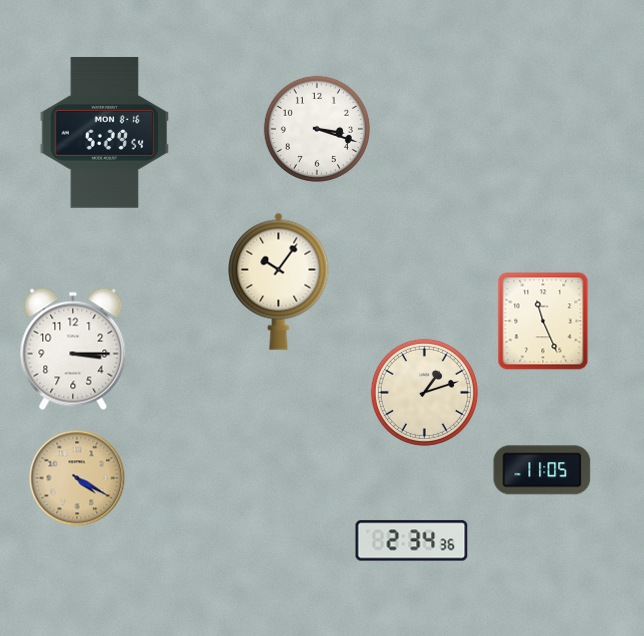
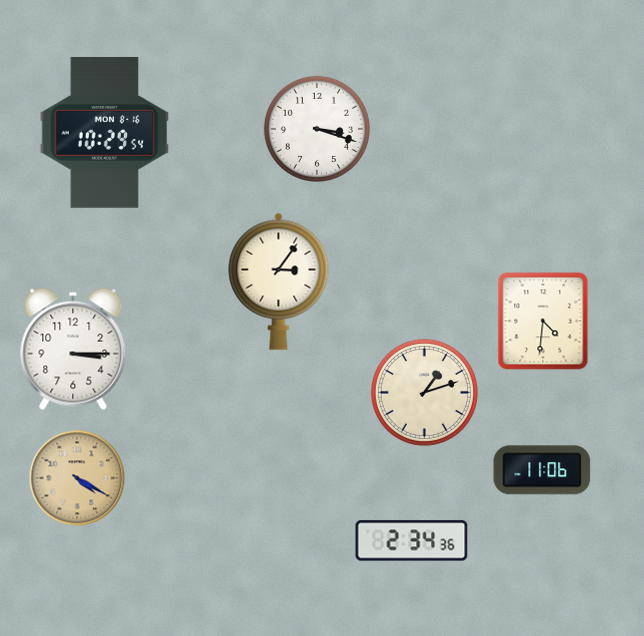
clock at (105, 132): 5:29 -> 10:29
clock at (279, 281): 10:06 -> 3:06
clock at (543, 321): 11:26 -> 4:31
clock at (542, 470): 11:05 -> 11:06
